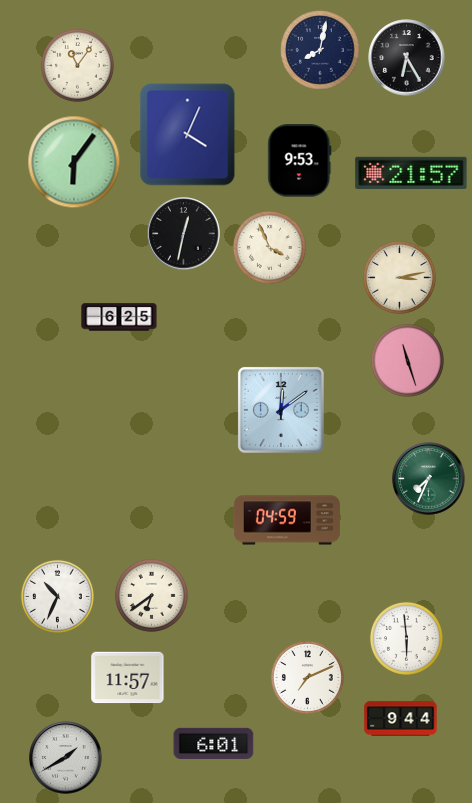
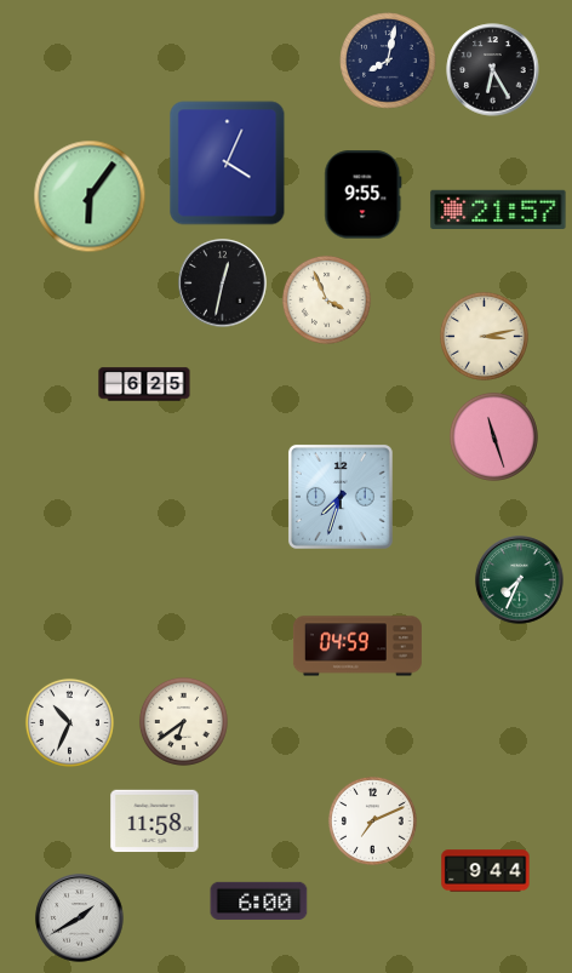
clock at (77, 65): 11:06 -> none
clock at (300, 161): 9:53 -> 9:55
clock at (281, 410): 12:09 -> 7:33
clock at (287, 520) position: (287, 520) -> (358, 646)
clock at (406, 638): 5:59 -> none
clock at (128, 678): 11:57 -> 11:58
clock at (214, 743): 6:01 -> 6:00
